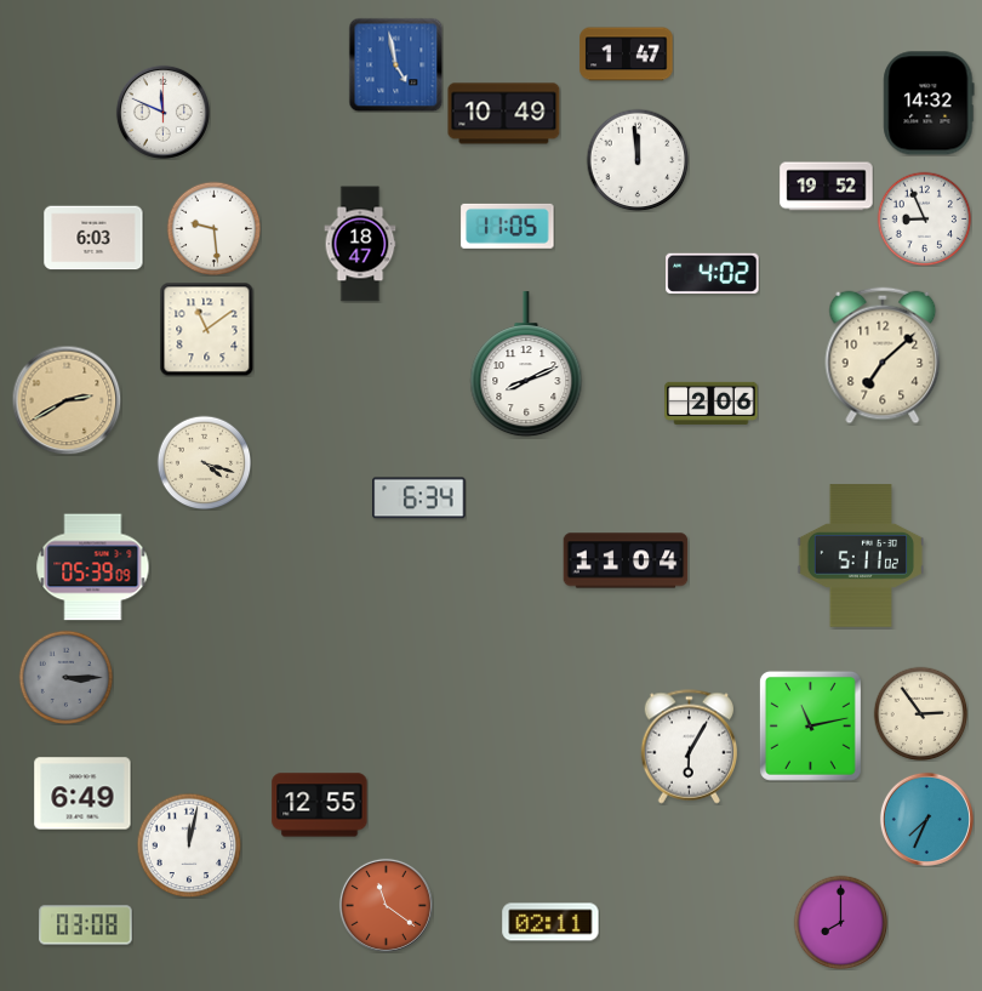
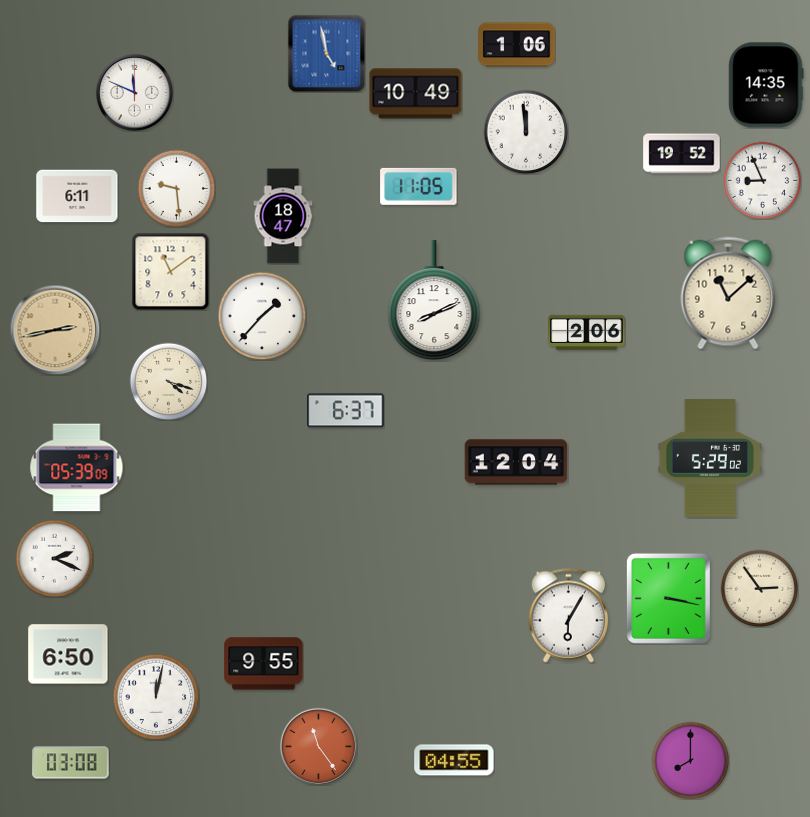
clock at (627, 55): 1:47 -> 1:06
clock at (929, 103): 14:32 -> 14:35
clock at (93, 238): 6:03 -> 6:11
clock at (360, 244) position: (360, 244) -> (283, 216)
clock at (713, 273): 4:02 -> none
clock at (883, 355): 7:08 -> 11:08
clock at (262, 316): none -> 1:37
clock at (67, 400): 2:40 -> 2:43
clock at (419, 499): 6:34 -> 6:37
clock at (861, 556): 5:11 -> 5:29
clock at (626, 560): 11:04 -> 12:04
clock at (65, 677): 3:15 -> 2:19
clock at (65, 677) dial: grey -> white
clock at (810, 725): 11:13 -> 3:17
clock at (82, 793): 6:49 -> 6:50
clock at (320, 805): 12:55 -> 9:55
clock at (926, 819): 7:34 -> none
clock at (386, 905): 11:21 -> 11:24
clock at (550, 922): 02:11 -> 04:55
clock at (840, 922) position: (840, 922) -> (690, 760)
